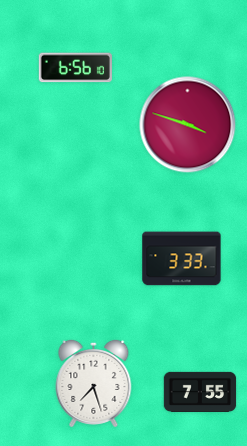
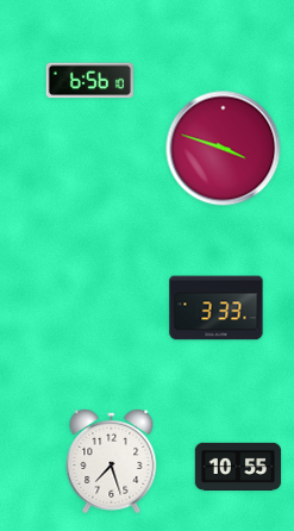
clock at (94, 383) position: (94, 383) -> (112, 461)
clock at (200, 392): 7:55 -> 10:55
